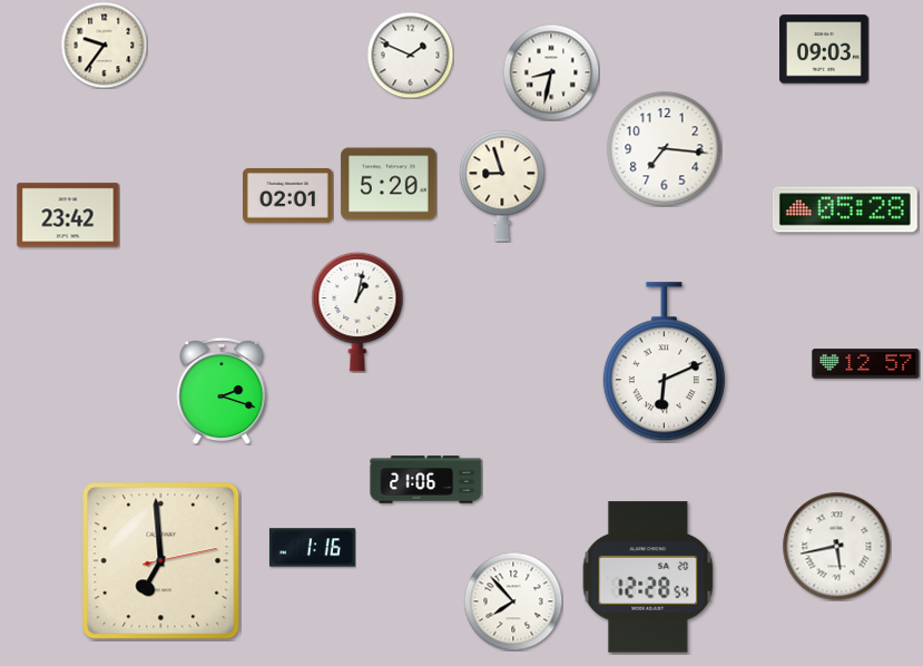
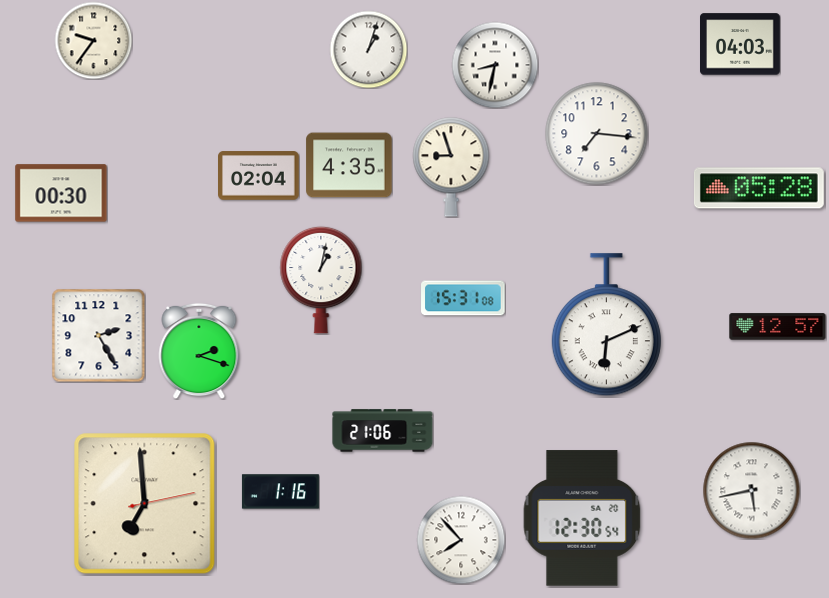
clock at (825, 49): 09:03 -> 04:03
clock at (410, 55): 1:49 -> 1:03
clock at (389, 184): 5:20 -> 4:35
clock at (288, 196): 02:01 -> 02:04
clock at (68, 215): 23:42 -> 00:30
clock at (463, 298): none -> 15:31
clock at (664, 362) position: (664, 362) -> (606, 325)
clock at (98, 335): none -> 2:25
clock at (648, 577): 12:28 -> 12:30
